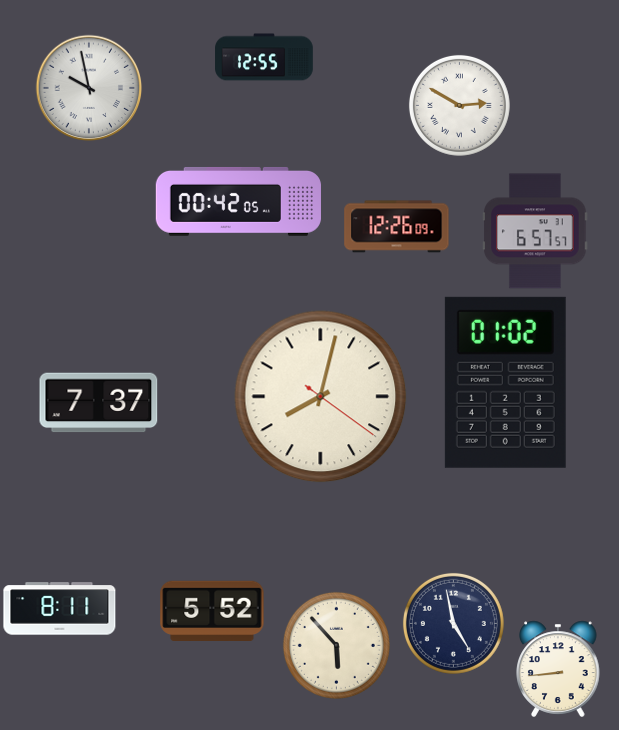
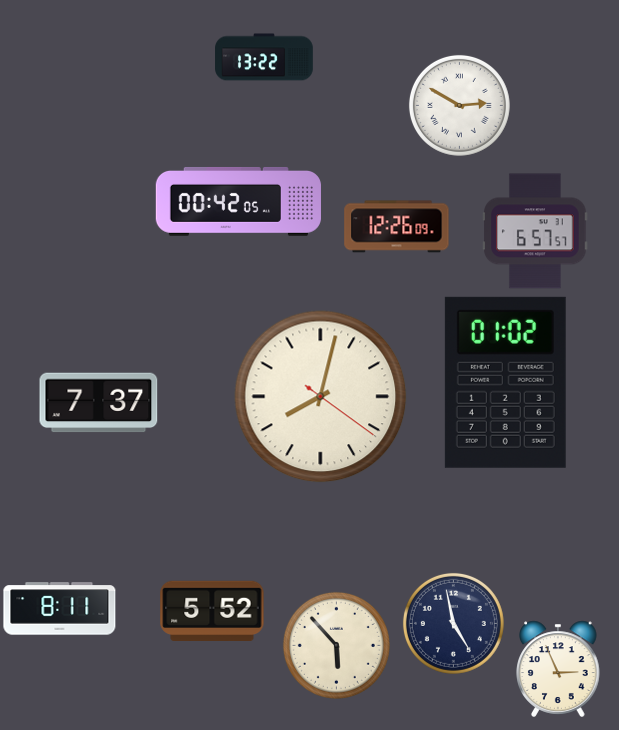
clock at (264, 57): 12:55 -> 13:22
clock at (89, 88): 9:58 -> none
clock at (558, 669): 8:44 -> 2:56
